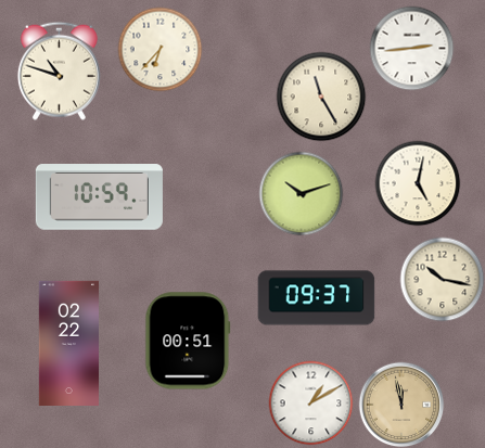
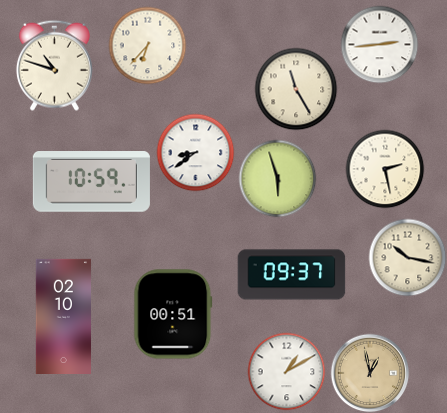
clock at (195, 152): none -> 8:39
clock at (418, 183): 5:02 -> 2:28
clock at (301, 193): 10:12 -> 5:57
clock at (68, 343): 02:22 -> 02:10
clock at (401, 405): 11:58 -> 12:58
